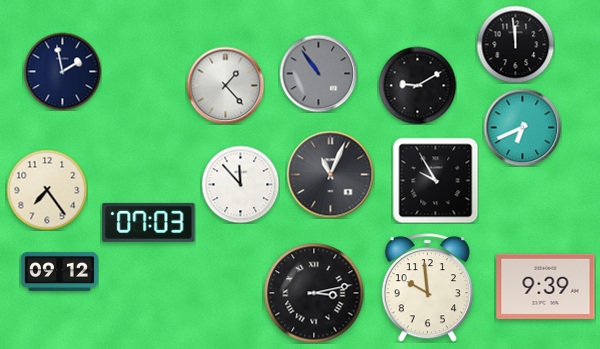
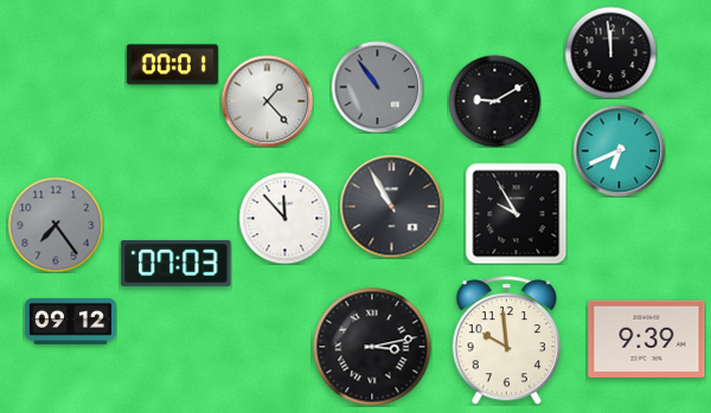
clock at (172, 65): none -> 00:01
clock at (62, 71): 1:58 -> none
clock at (330, 174): 11:04 -> 10:55
clock at (47, 190) dial: cream -> grey
